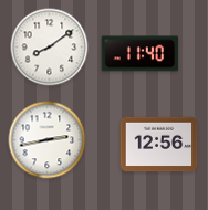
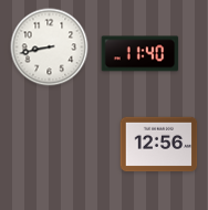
clock at (50, 48): 8:09 -> 8:43
clock at (48, 140): 2:43 -> none
